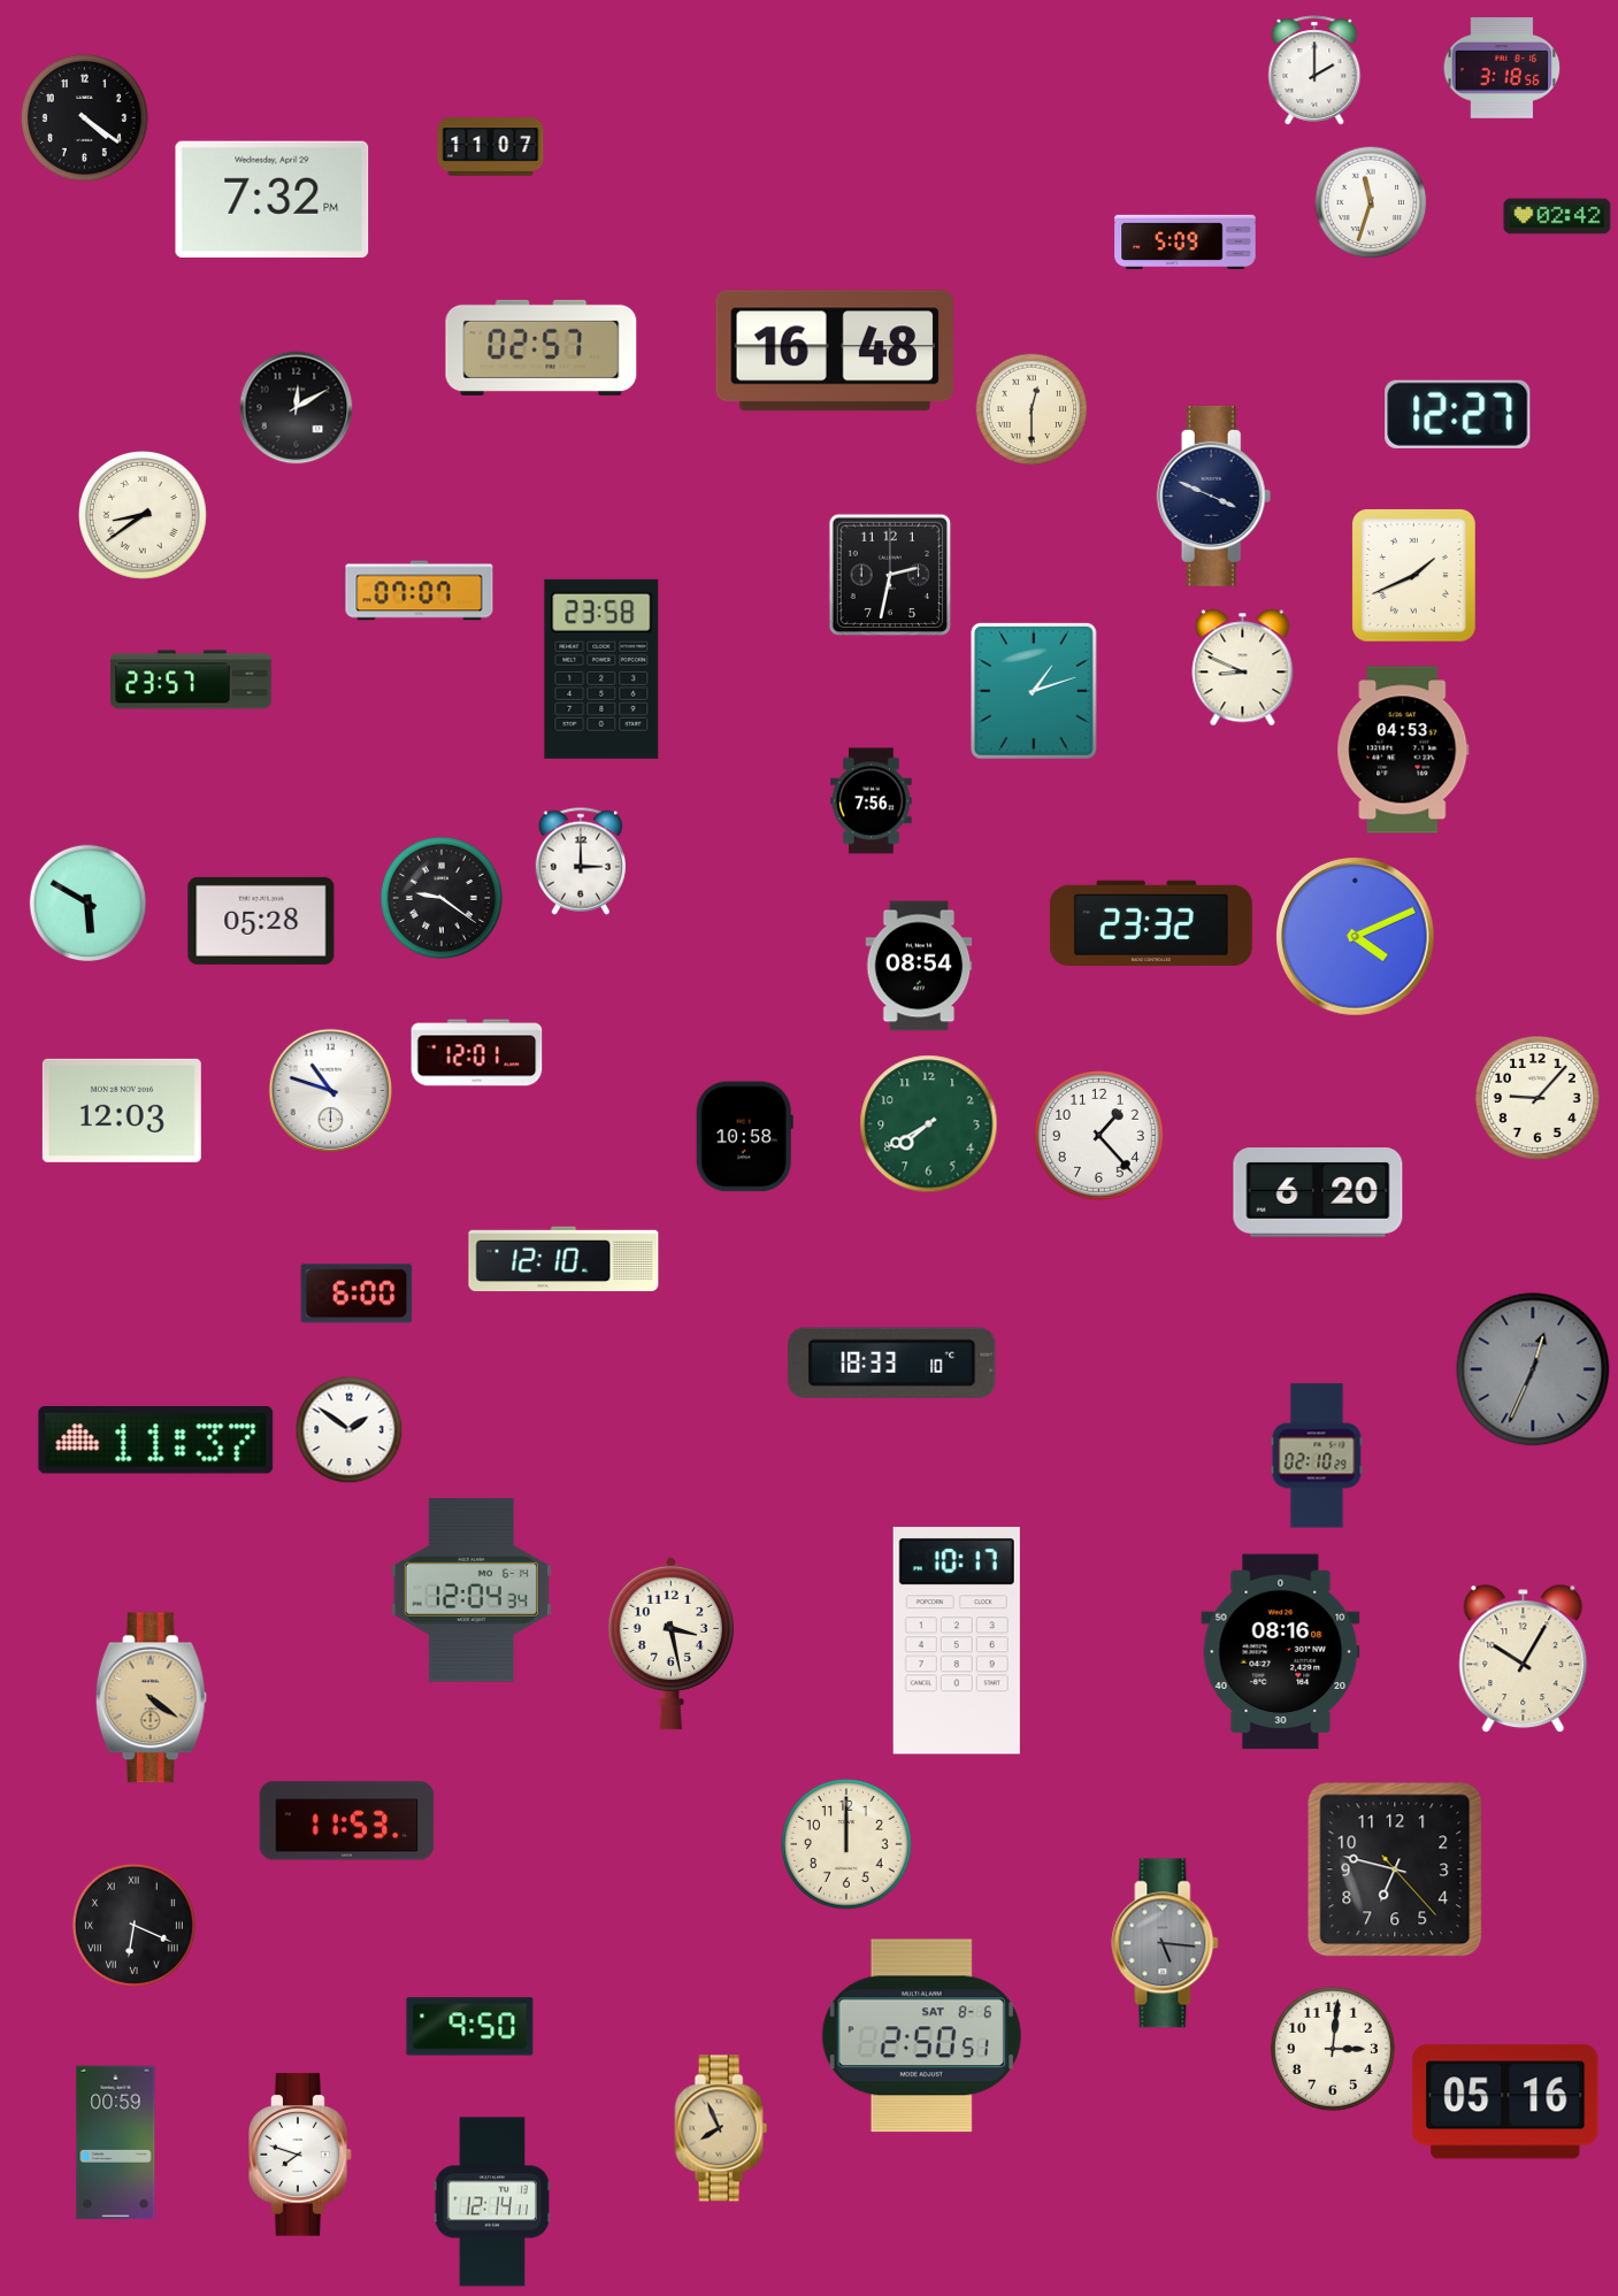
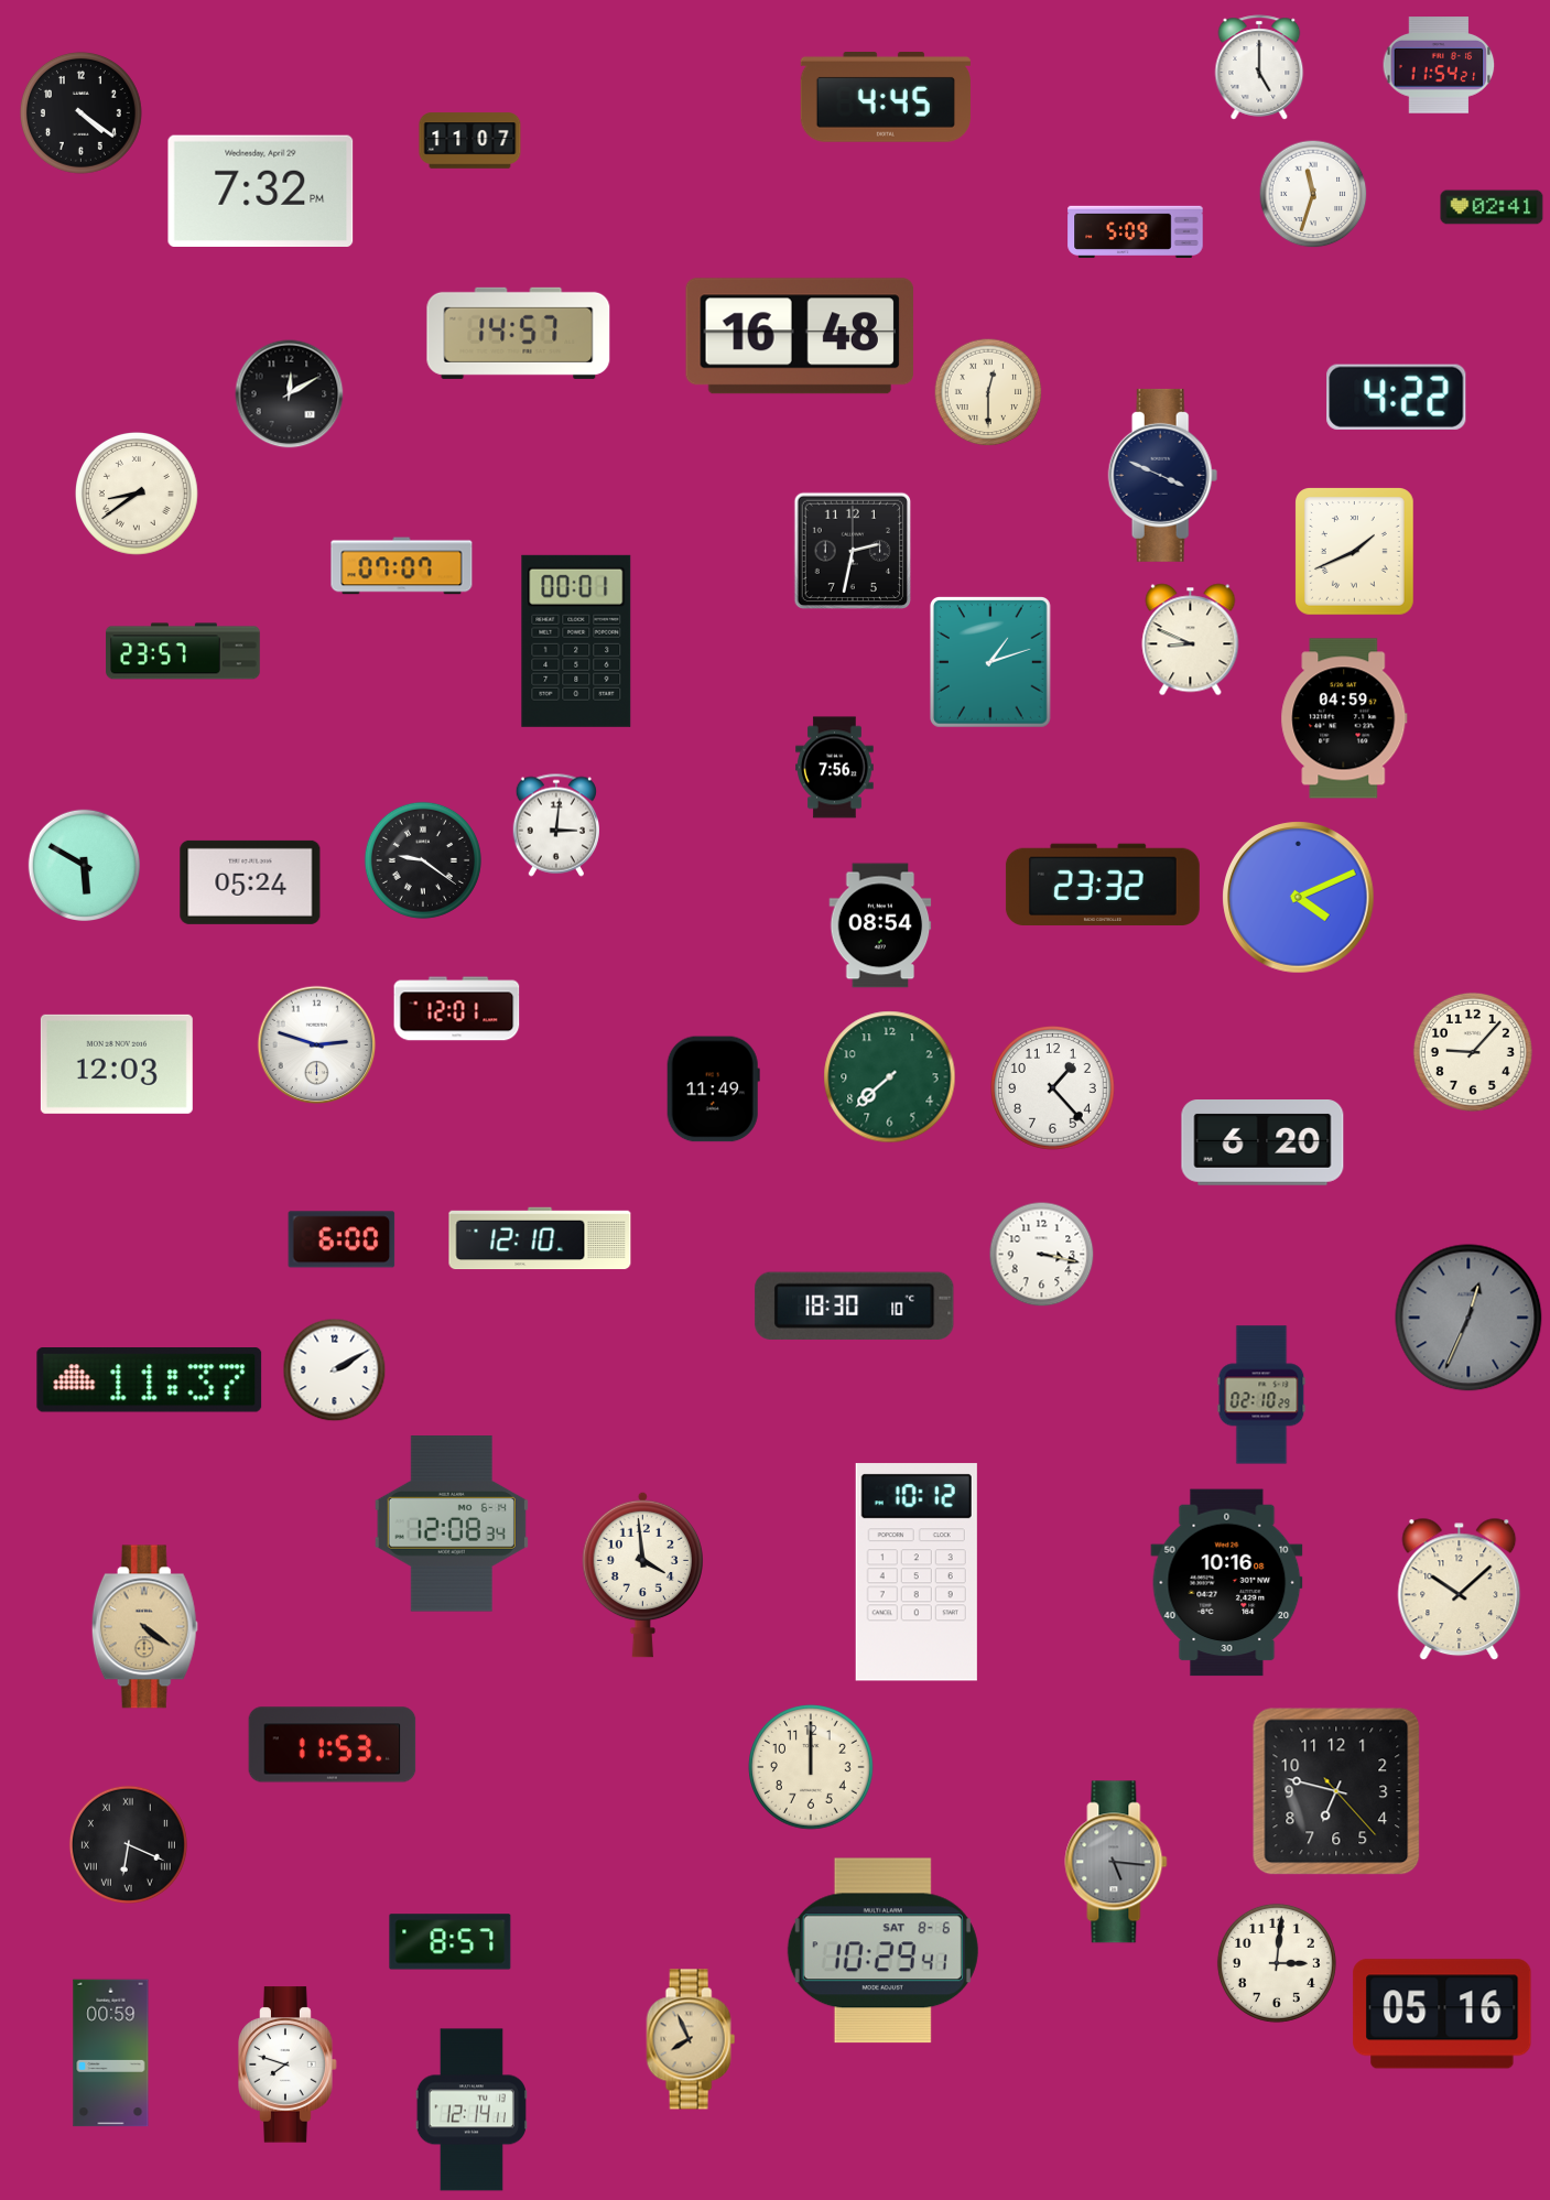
clock at (1502, 68): 3:18 -> 11:54
clock at (1314, 70): 2:00 -> 5:00
clock at (886, 98): none -> 4:45
clock at (1557, 216): 02:42 -> 02:41
clock at (542, 347): 02:57 -> 14:57
clock at (297, 408) position: (297, 408) -> (290, 394)
clock at (1458, 414): 12:27 -> 4:22
clock at (601, 669): 23:58 -> 00:01
clock at (1403, 750): 04:53 -> 04:59
clock at (581, 861): 3:00 -> 3:01
clock at (261, 921): 05:28 -> 05:24
clock at (331, 1091): 10:48 -> 2:48
clock at (929, 1124): 7:40 -> 7:38
clock at (744, 1137): 10:58 -> 11:49
clock at (563, 1259) position: (563, 1259) -> (540, 1238)
clock at (1042, 1255): none -> 3:17
clock at (892, 1362): 18:33 -> 18:30
clock at (1533, 1369) position: (1533, 1369) -> (1468, 1318)
clock at (350, 1430): 1:51 -> 2:10
clock at (471, 1590): 12:04 -> 12:08
clock at (957, 1641): 10:17 -> 10:12
clock at (670, 1643): 3:28 -> 3:59
clock at (1281, 1652): 08:16 -> 10:16
clock at (1524, 1659): 10:05 -> 10:08
clock at (470, 2027): 9:50 -> 8:57
clock at (921, 2036): 2:50 -> 10:29
